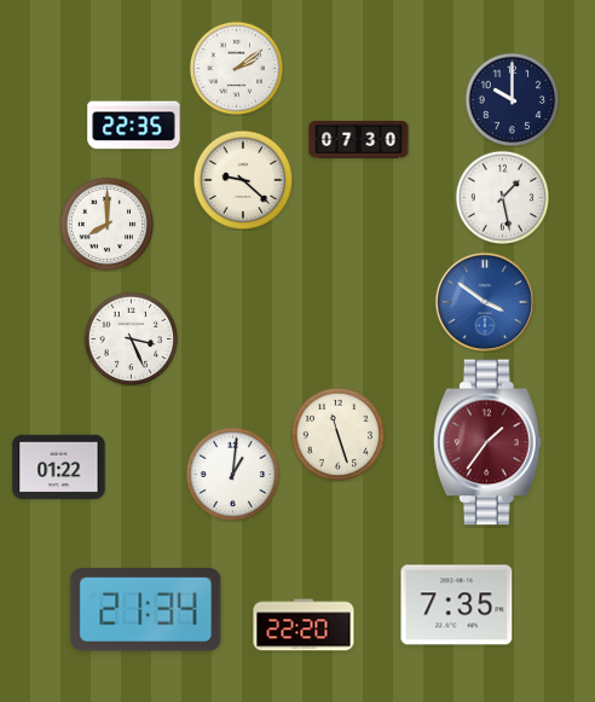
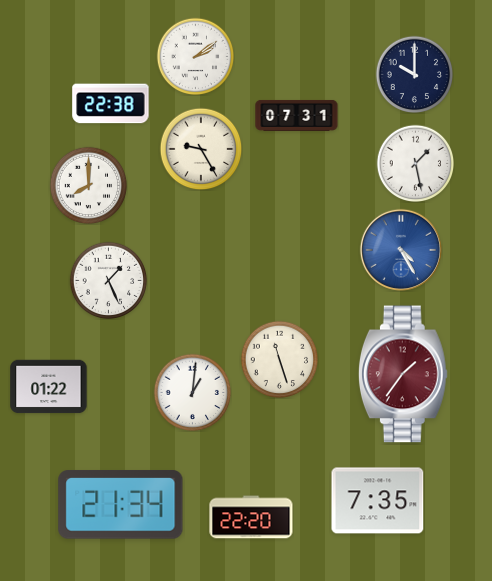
clock at (512, 99) position: (512, 99) -> (414, 74)
clock at (134, 126): 22:35 -> 22:38
clock at (359, 139): 07:30 -> 07:31
clock at (243, 180): 9:22 -> 9:25
clock at (485, 302): 3:51 -> 4:25
clock at (131, 338): 3:26 -> 1:26
clock at (487, 442) position: (487, 442) -> (403, 374)
